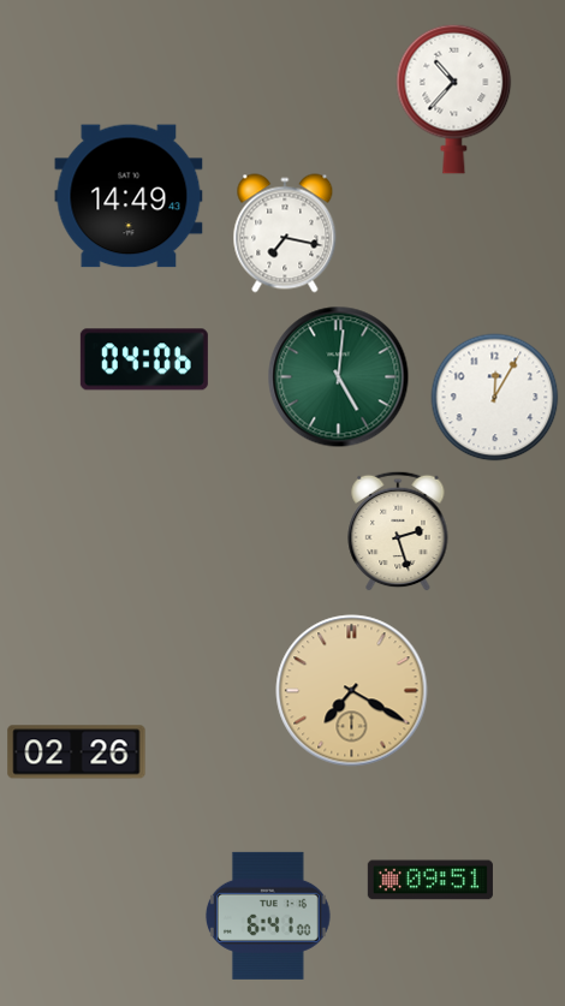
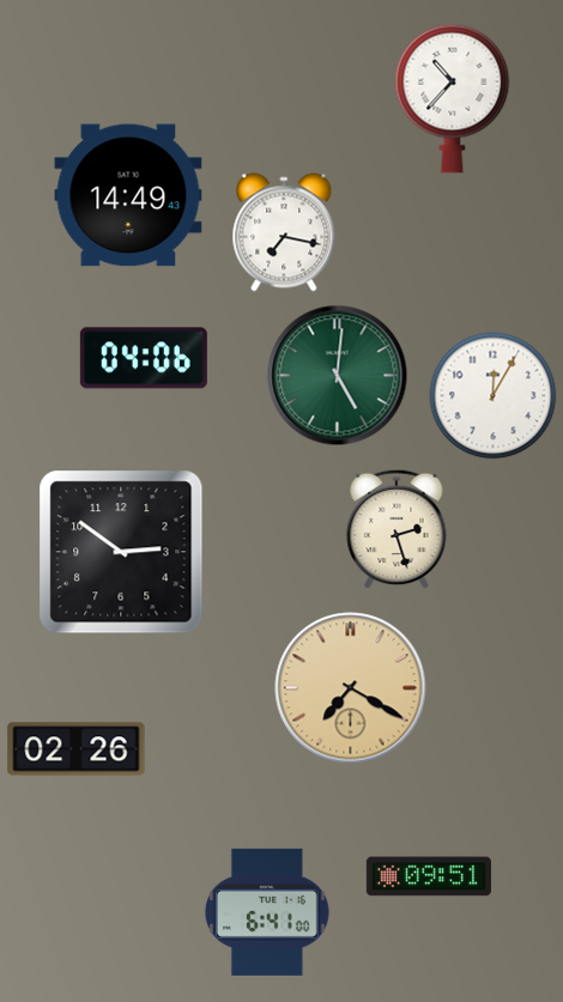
clock at (121, 552): none -> 2:51
